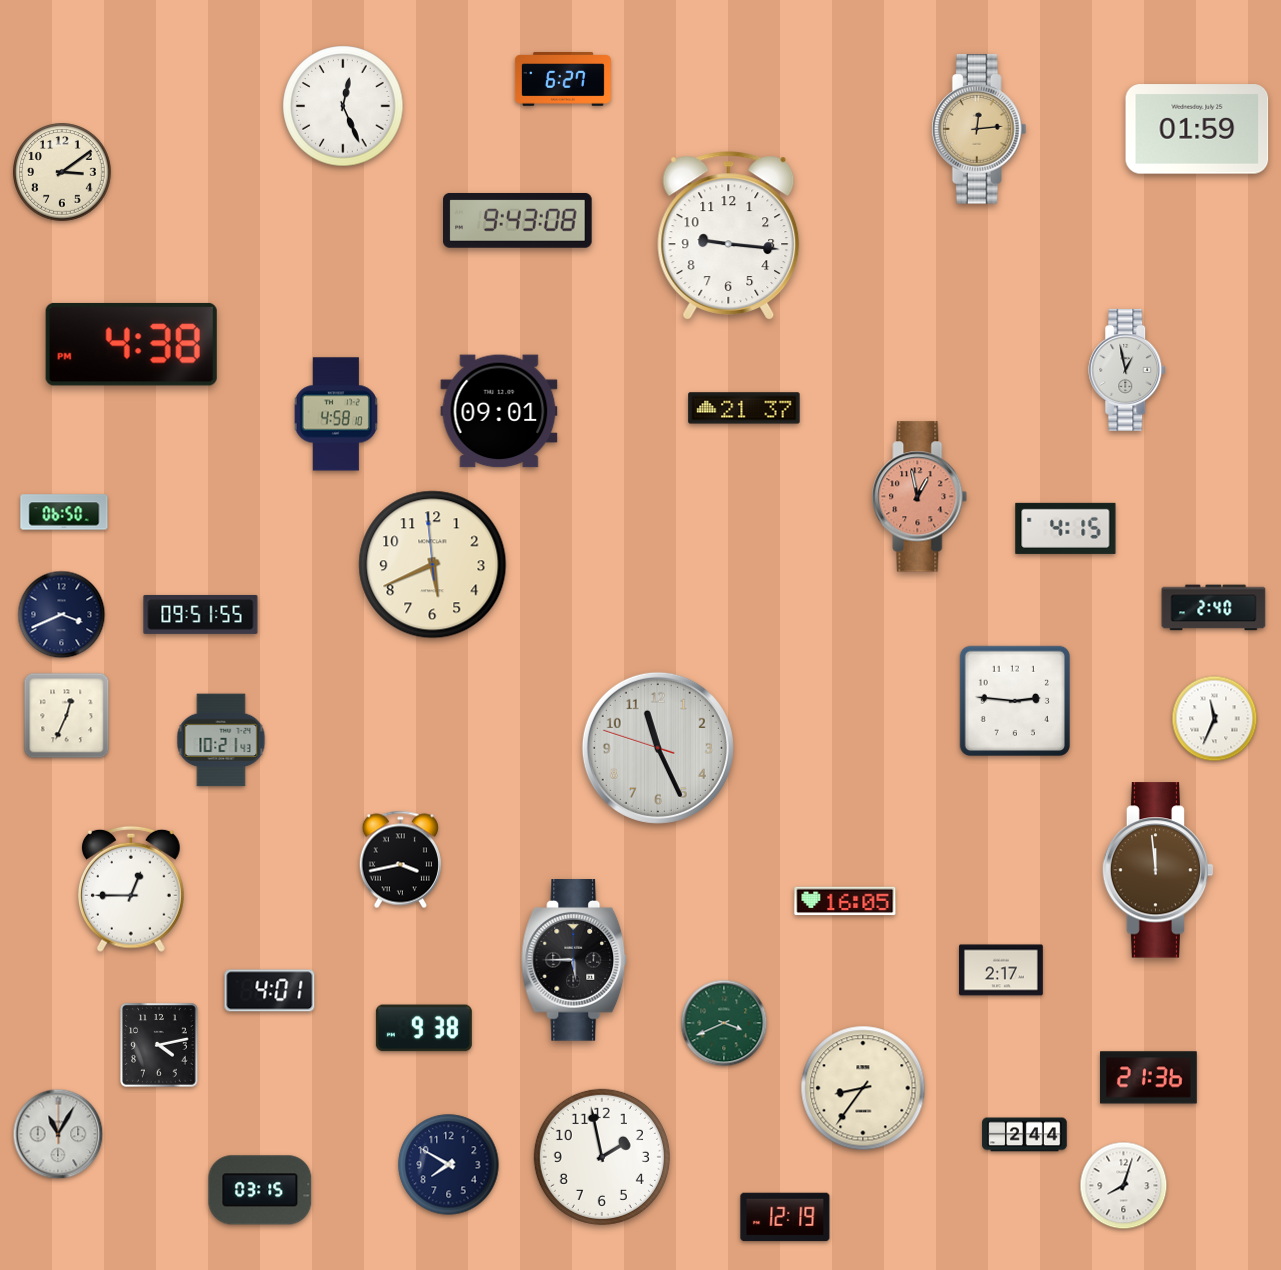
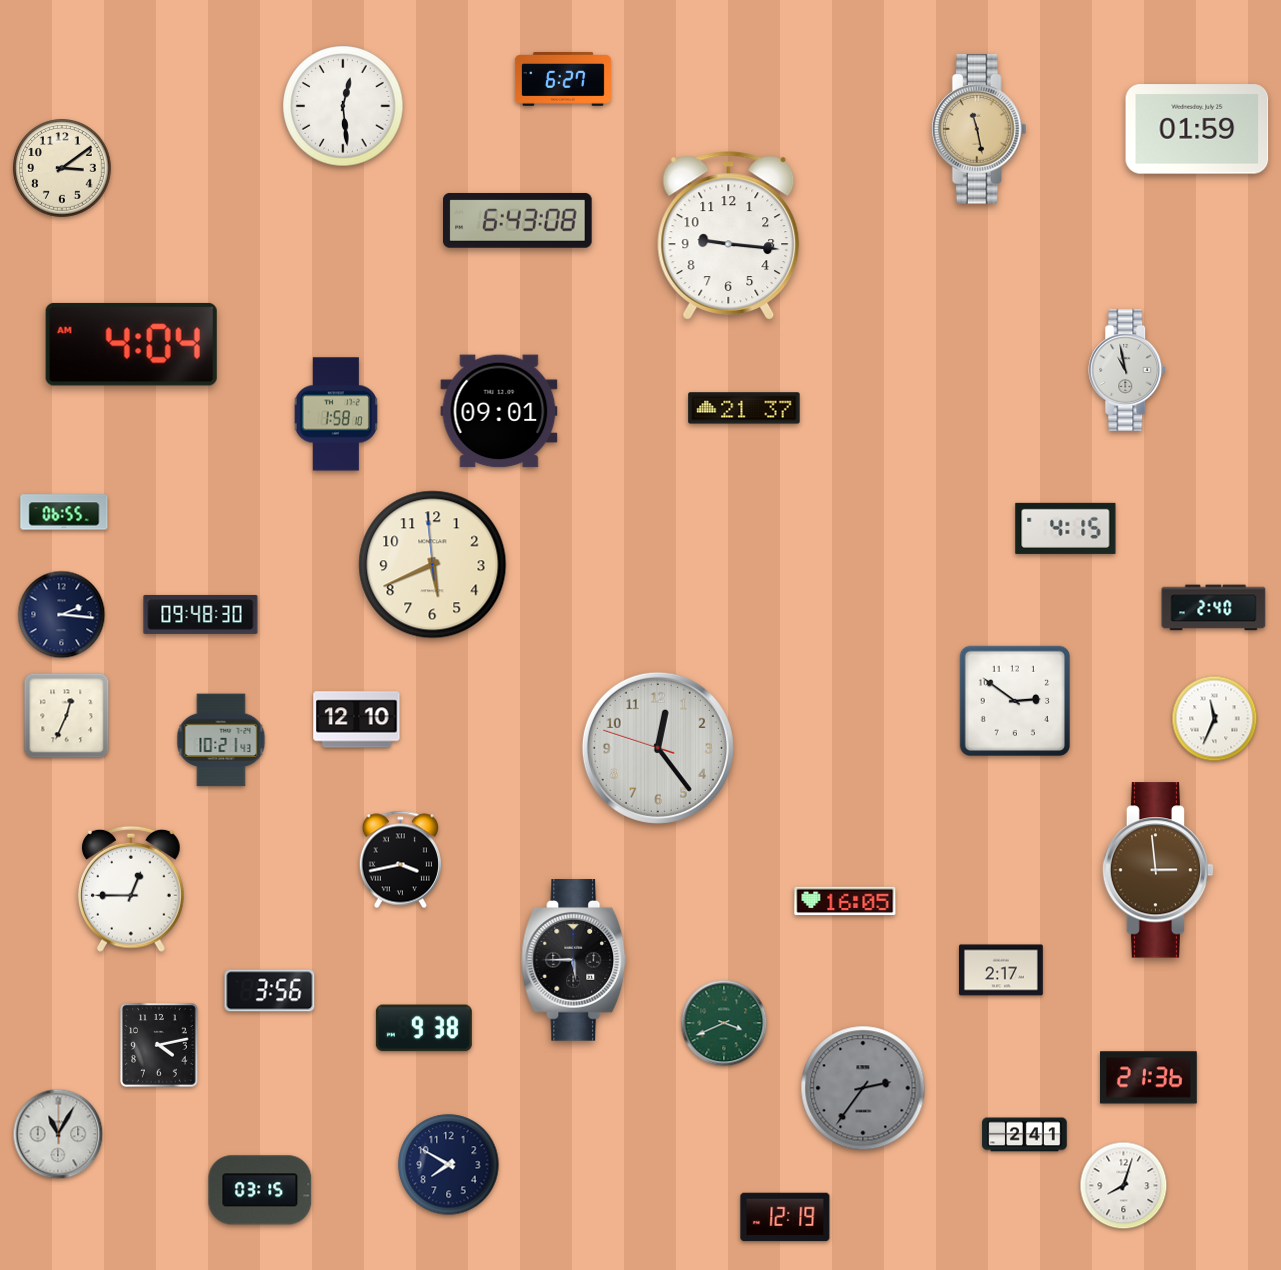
clock at (343, 106): 12:26 -> 12:29
clock at (979, 129): 12:14 -> 11:28
clock at (62, 172) position: (62, 172) -> (62, 168)
clock at (518, 220): 9:43 -> 6:43
clock at (131, 344): 4:38 -> 4:04
clock at (1128, 370): 12:58 -> 10:58
clock at (336, 414): 4:58 -> 1:58
clock at (920, 497): 12:58 -> none
clock at (64, 512): 06:50 -> 06:55
clock at (201, 614): 09:51 -> 09:48
clock at (62, 615): 3:41 -> 2:16
clock at (1014, 700): 2:46 -> 2:51
clock at (357, 720): none -> 12:10
clock at (658, 748): 11:25 -> 12:23
clock at (1158, 870): 11:59 -> 2:59
clock at (270, 991): 4:01 -> 3:56
clock at (863, 1088): 8:36 -> 2:36
clock at (863, 1088) dial: cream -> grey
clock at (1025, 1135): 2:44 -> 2:41
clock at (602, 1157): 1:58 -> none
